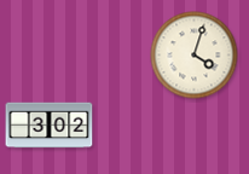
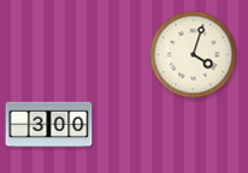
clock at (50, 126): 3:02 -> 3:00
